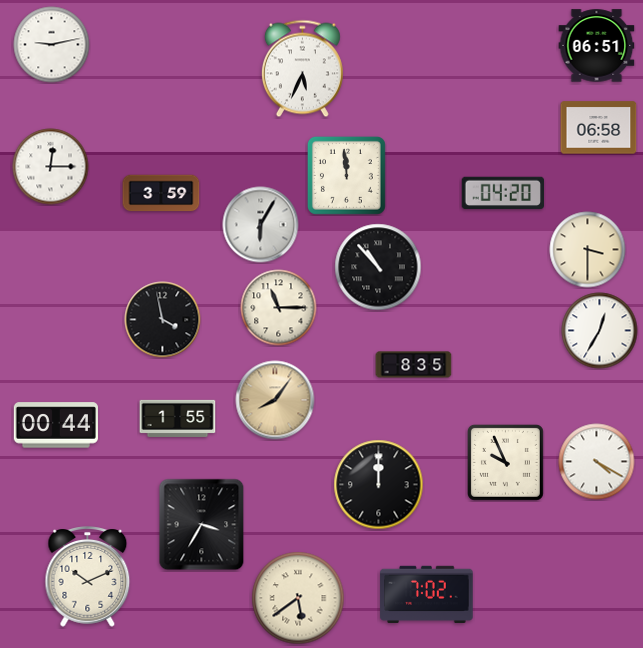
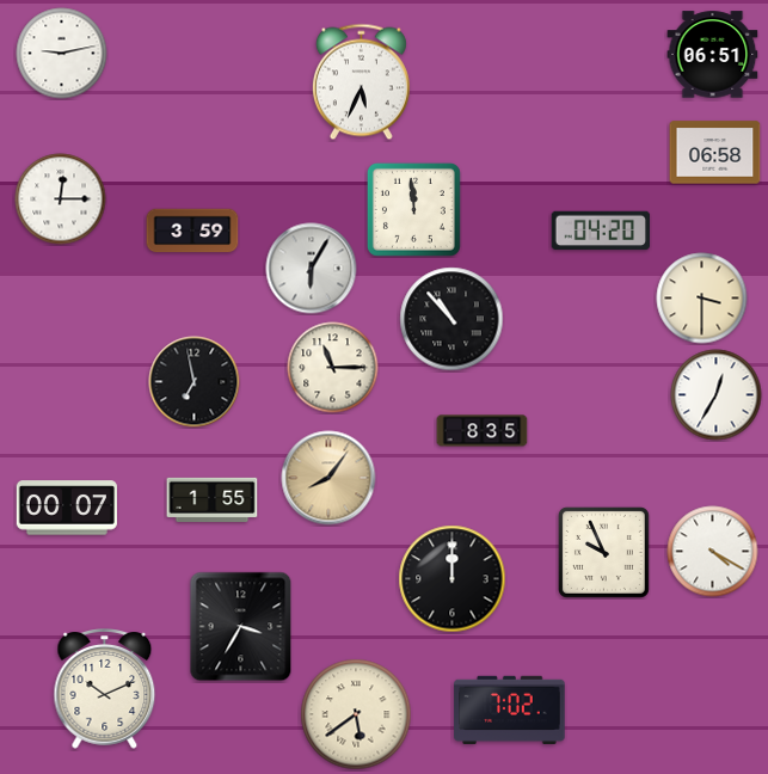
clock at (163, 320): 3:58 -> 6:58
clock at (414, 365) position: (414, 365) -> (483, 431)
clock at (56, 425): 00:44 -> 00:07
